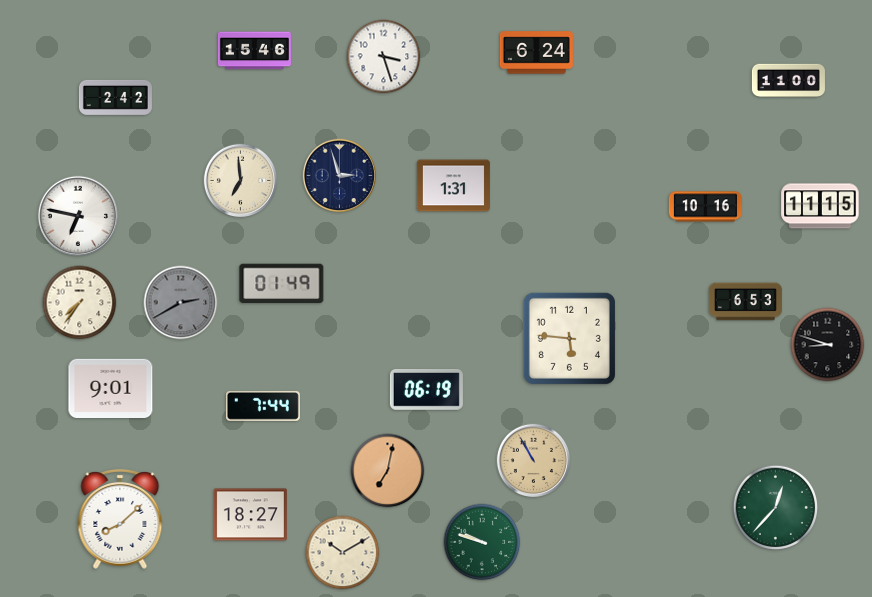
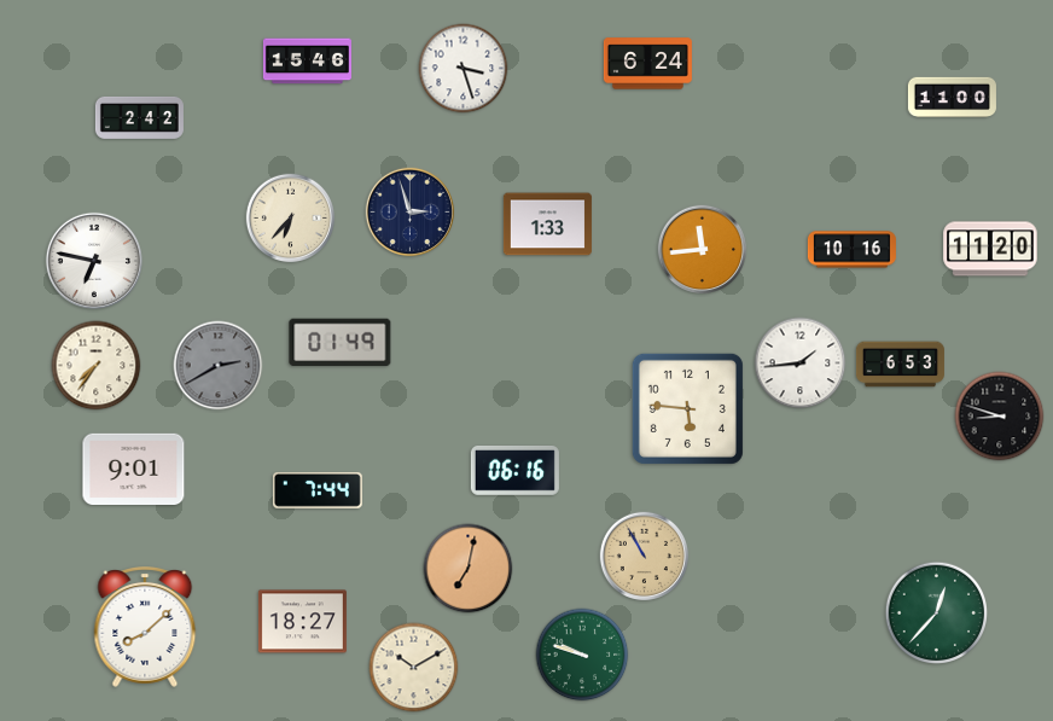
clock at (241, 181): 6:59 -> 6:37
clock at (453, 186): 1:31 -> 1:33
clock at (820, 206): 11:15 -> 11:20
clock at (703, 250): none -> 11:44
clock at (801, 364): none -> 1:44
clock at (426, 390): 06:19 -> 06:16
